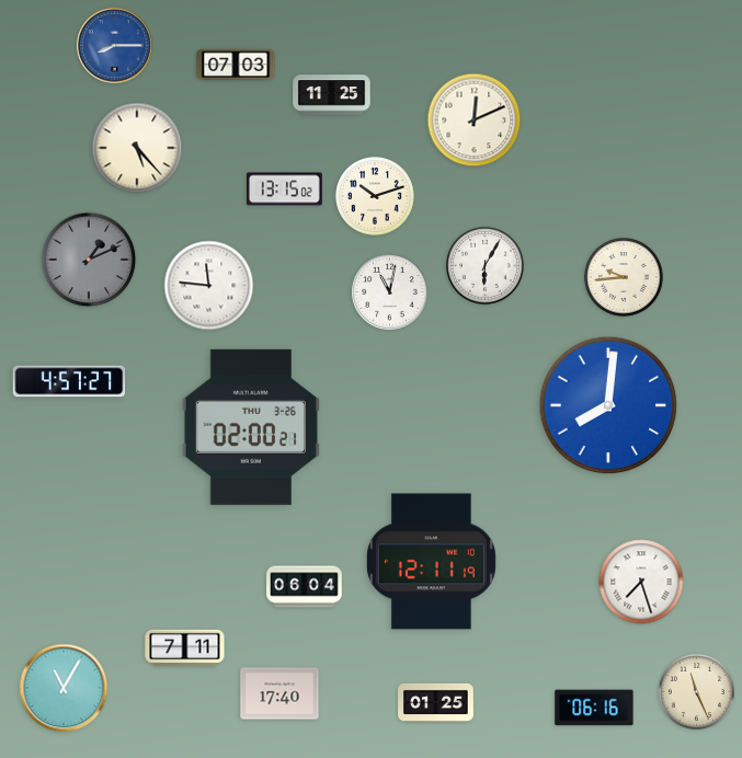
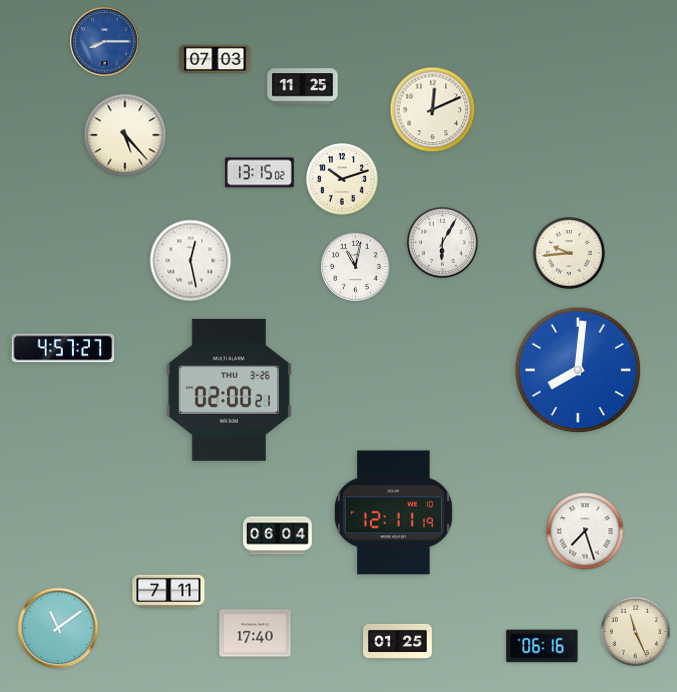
clock at (89, 260): 1:11 -> none
clock at (209, 286): 11:46 -> 12:28
clock at (608, 405) position: (608, 405) -> (578, 370)
clock at (64, 688): 11:05 -> 11:09
